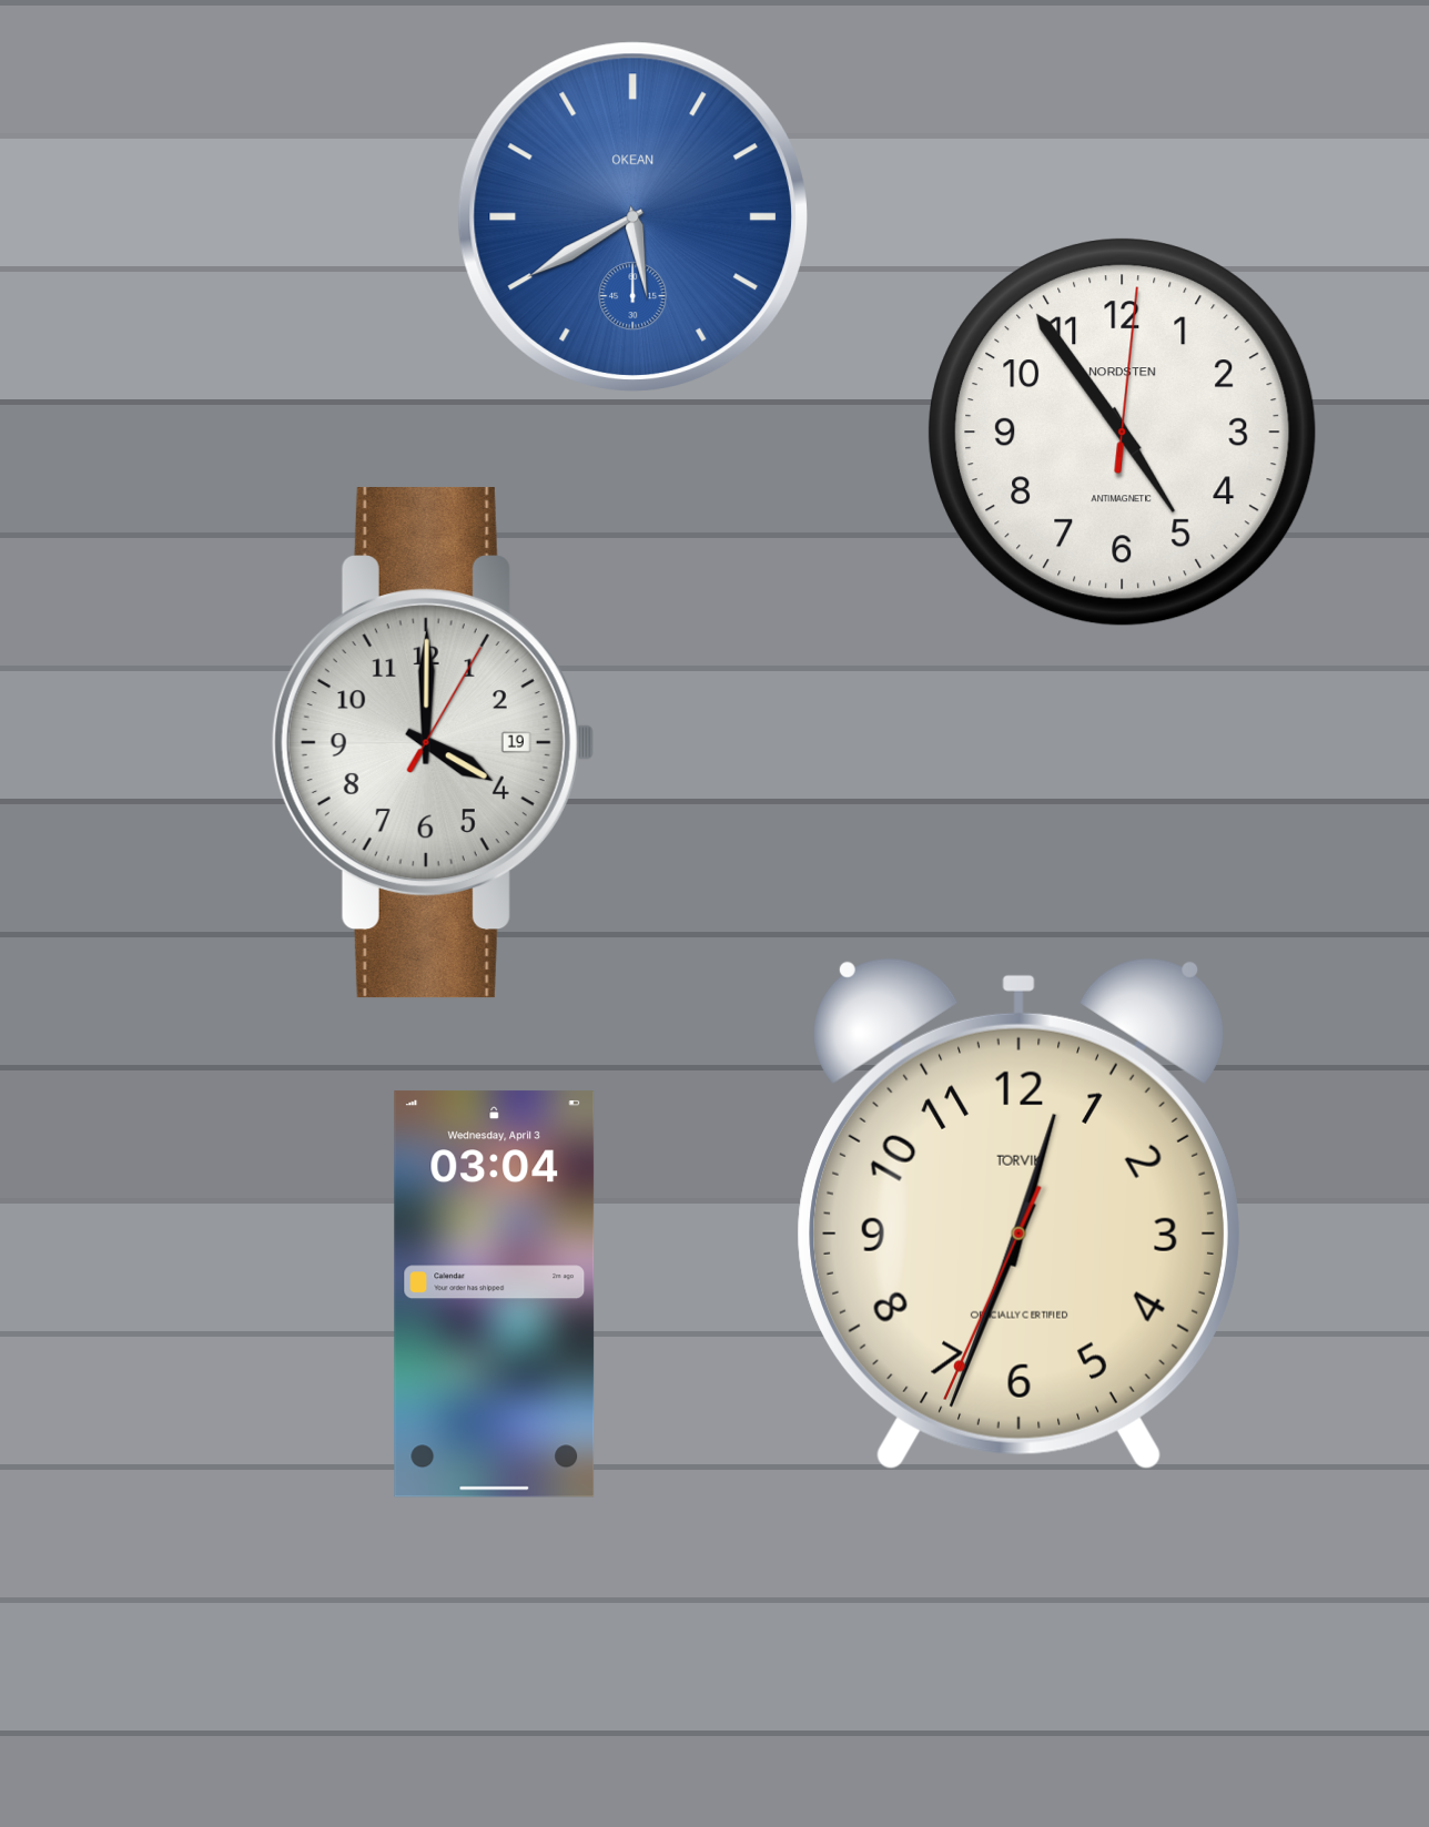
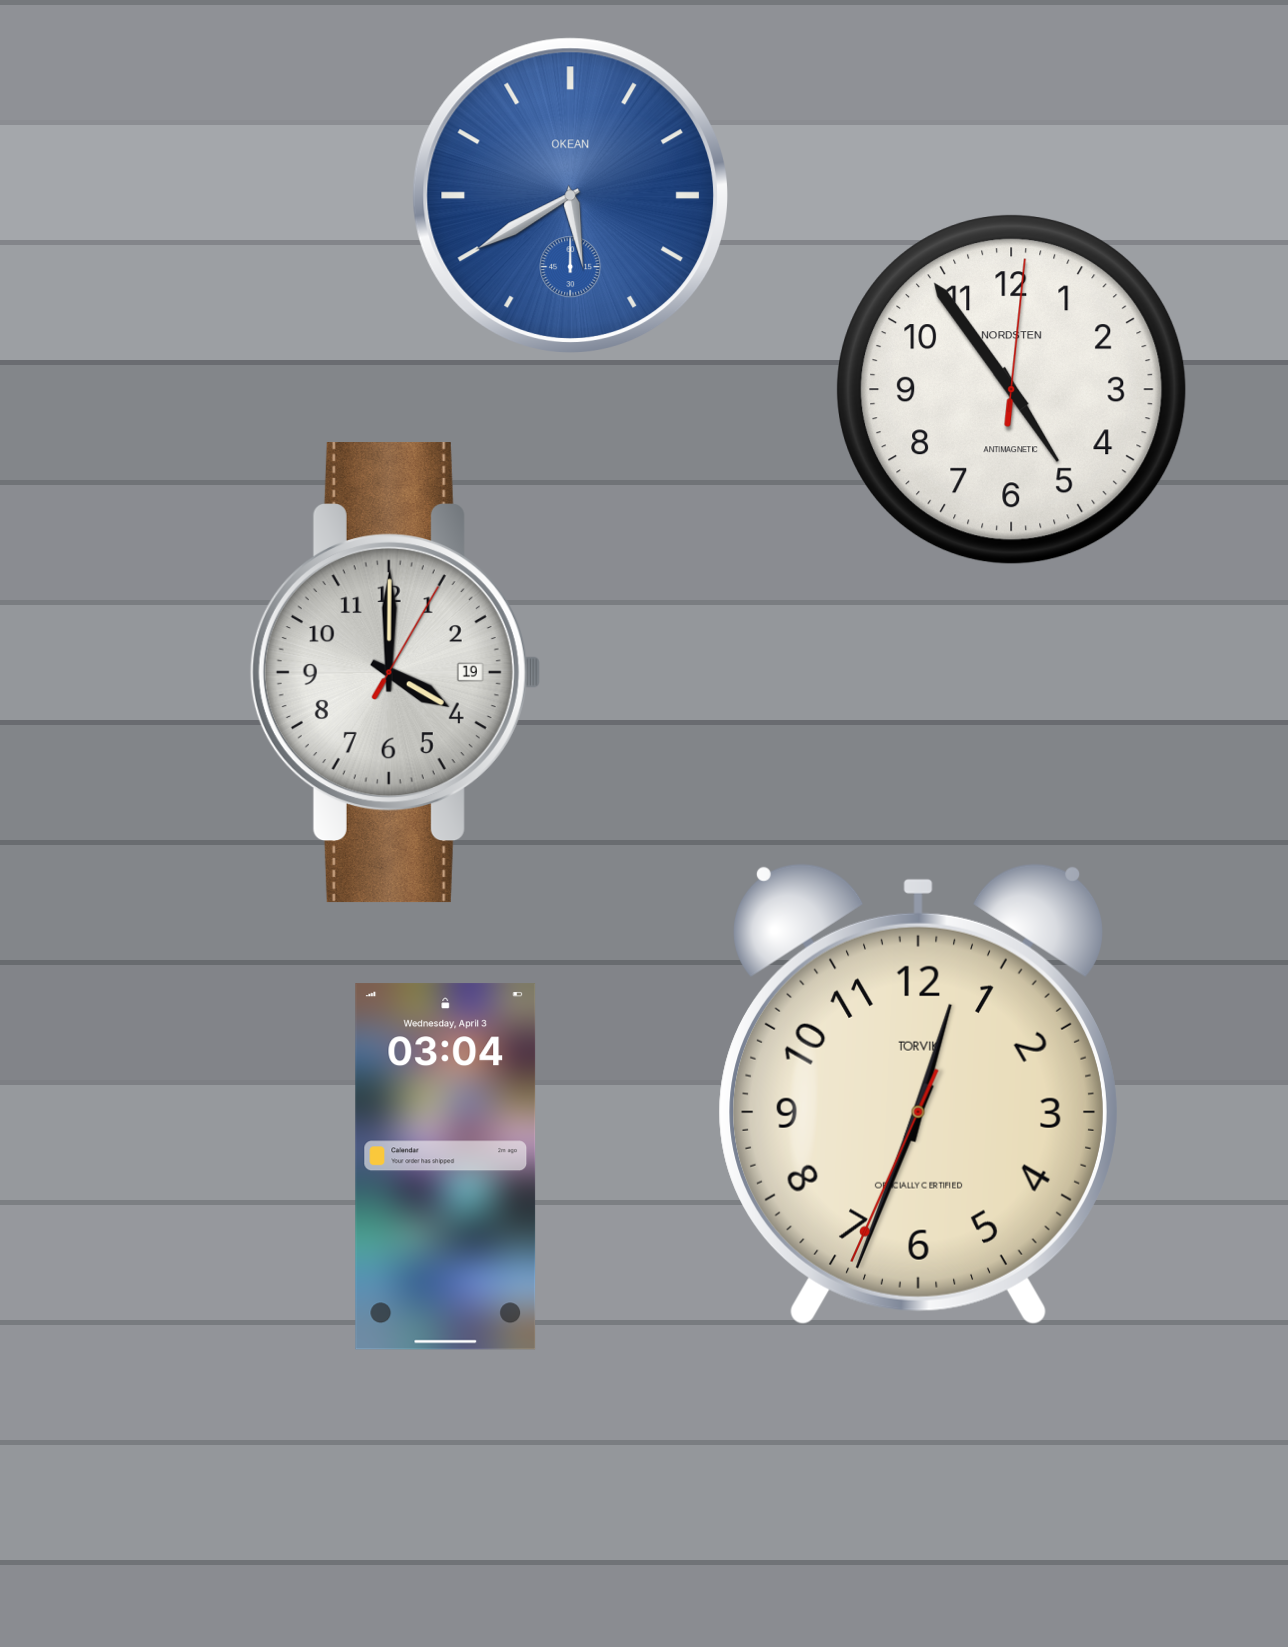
clock at (433, 743) position: (433, 743) -> (395, 673)
